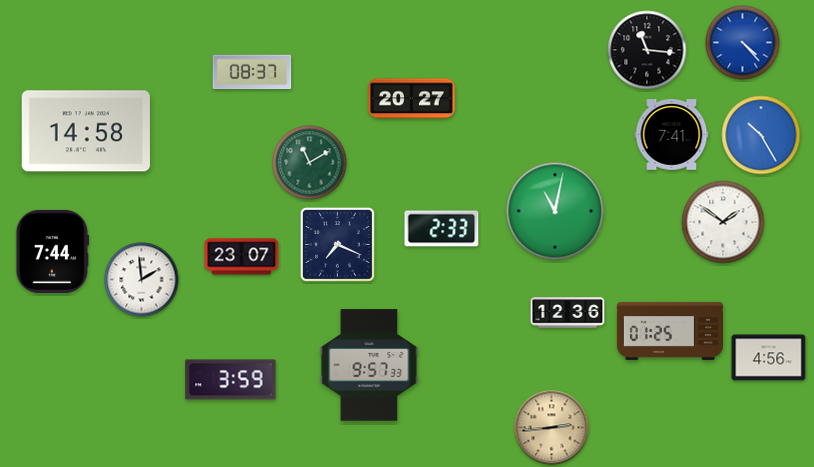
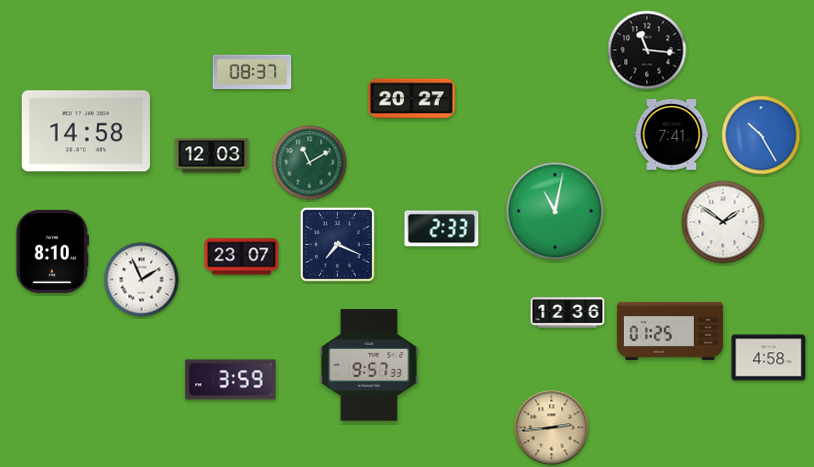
clock at (743, 43): 4:23 -> none
clock at (212, 156): none -> 12:03
clock at (52, 251): 7:44 -> 8:10
clock at (142, 280): 1:59 -> 1:56
clock at (769, 358): 4:56 -> 4:58
